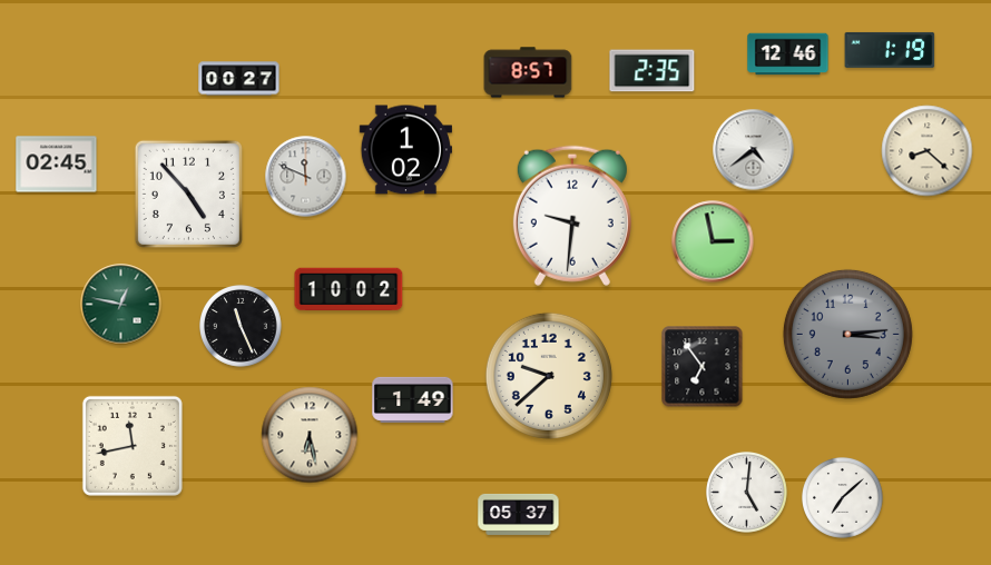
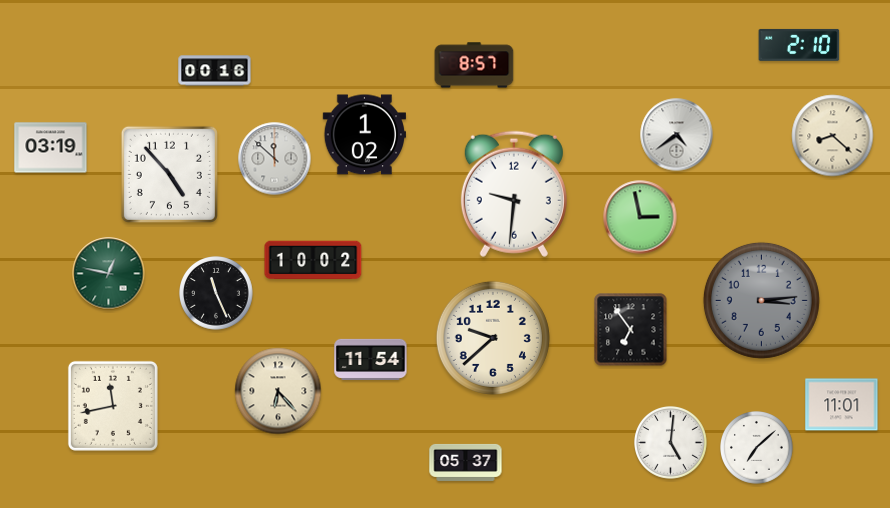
clock at (890, 50): 1:19 -> 2:10
clock at (788, 54): 12:46 -> none
clock at (653, 71): 2:35 -> none
clock at (239, 79): 00:27 -> 00:16
clock at (57, 165): 02:45 -> 03:19
clock at (306, 177): 11:49 -> 11:52
clock at (413, 399): 1:49 -> 11:54
clock at (310, 435): 6:28 -> 6:23
clock at (133, 446) position: (133, 446) -> (113, 406)
clock at (842, 405): none -> 11:01
